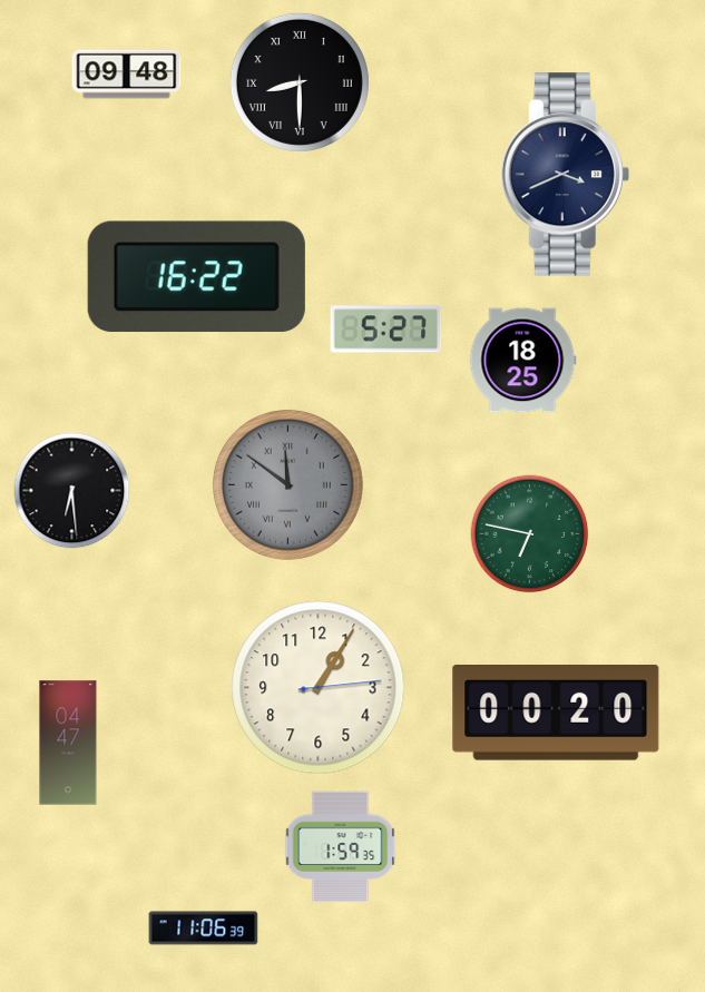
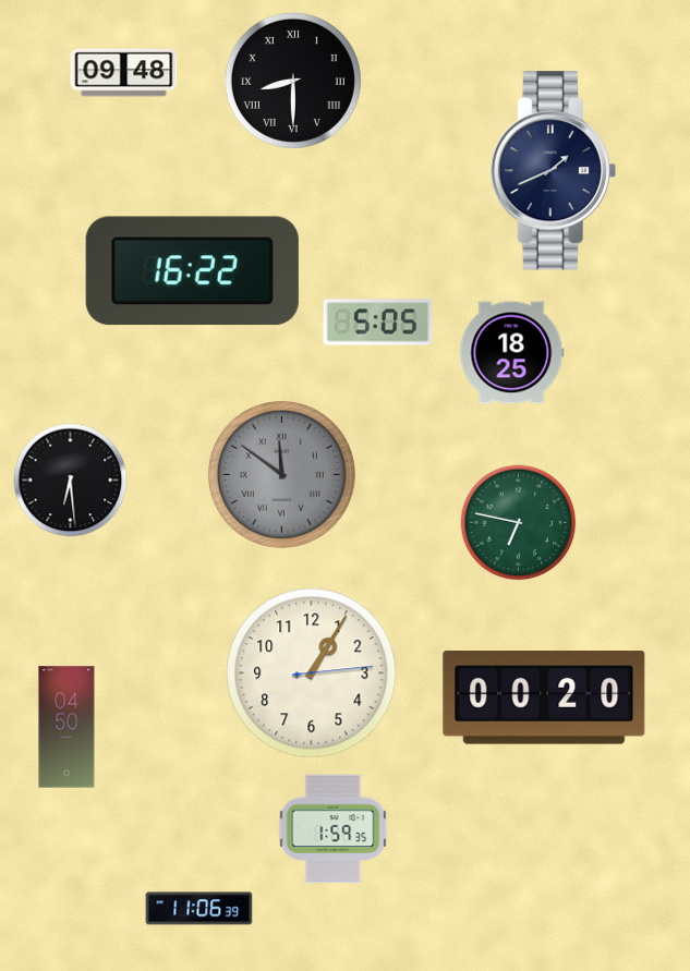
clock at (565, 175): 3:41 -> 1:41
clock at (386, 330): 5:27 -> 5:05
clock at (68, 743): 04:47 -> 04:50
